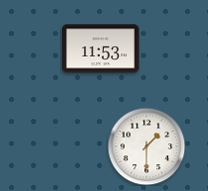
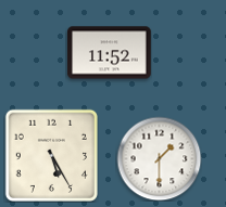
clock at (101, 49): 11:53 -> 11:52
clock at (51, 155): none -> 5:25
